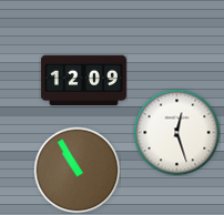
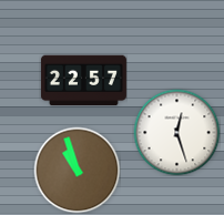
clock at (83, 81): 12:09 -> 22:57
clock at (77, 170): 10:55 -> 10:57
